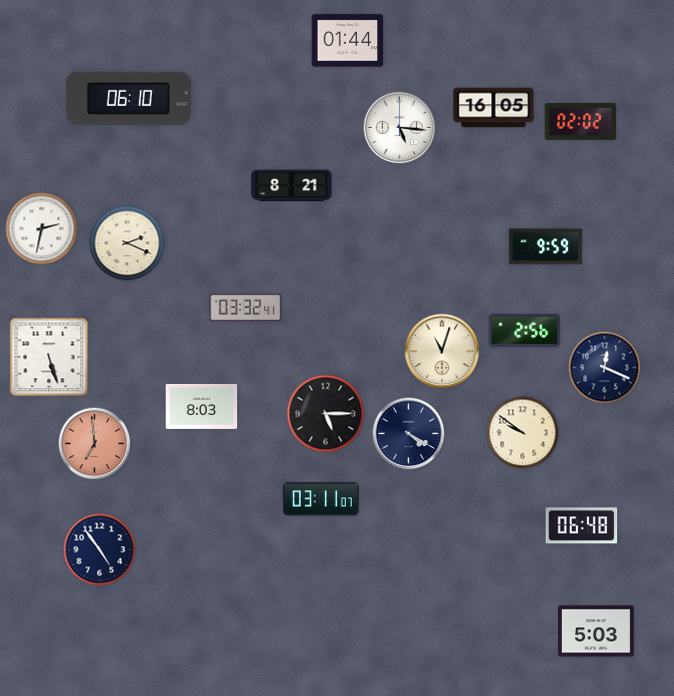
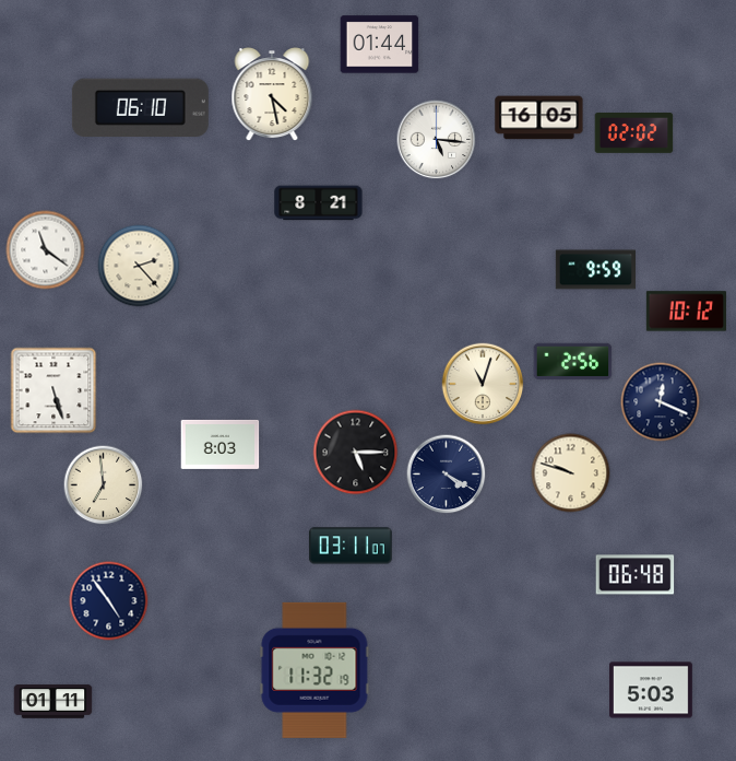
clock at (272, 95): none -> 4:28
clock at (42, 229): 2:32 -> 11:21
clock at (127, 243): 2:19 -> 2:23
clock at (686, 312): none -> 10:12
clock at (246, 308): 03:32 -> none
clock at (523, 433): 9:51 -> 9:48
clock at (95, 444) dial: salmon -> cream
clock at (314, 670): none -> 11:32
clock at (54, 702): none -> 01:11
